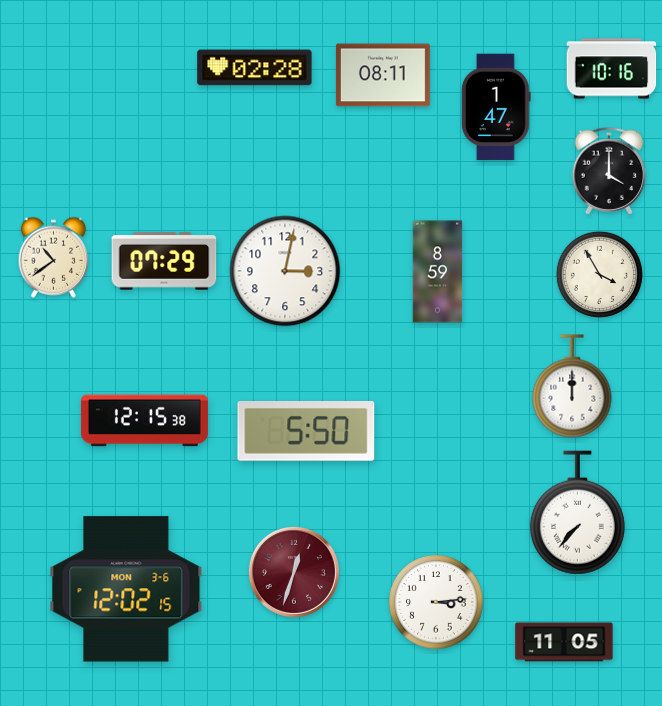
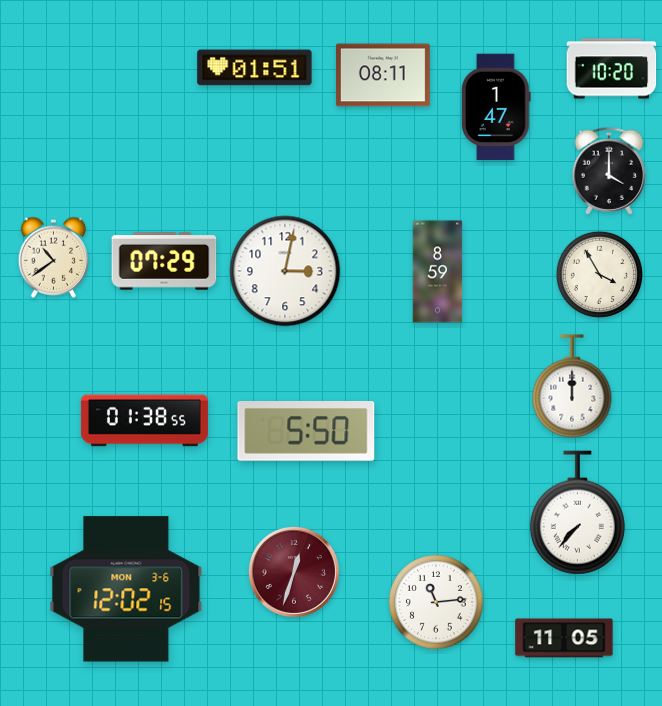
clock at (255, 68): 02:28 -> 01:51
clock at (612, 69): 10:16 -> 10:20
clock at (144, 421): 12:15 -> 01:38
clock at (436, 602): 3:14 -> 11:14
clock at (564, 642) position: (564, 642) -> (564, 638)
